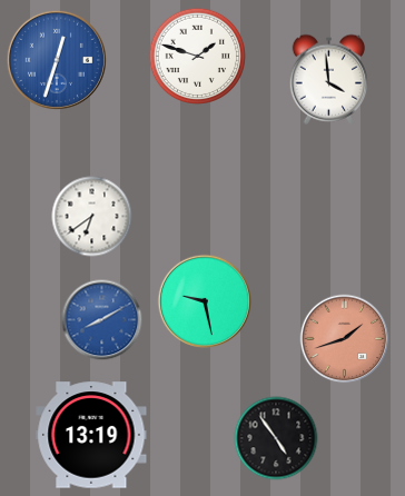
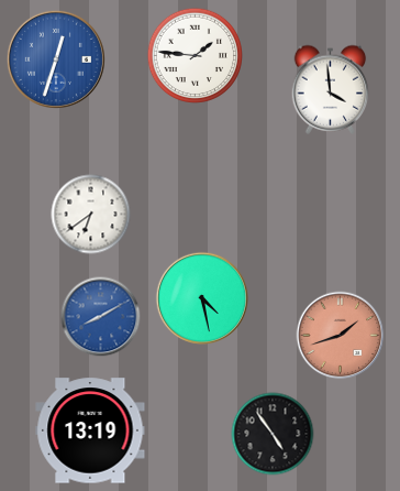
clock at (197, 56): 1:48 -> 1:46
clock at (329, 79) position: (329, 79) -> (331, 89)
clock at (205, 301): 9:28 -> 4:28
